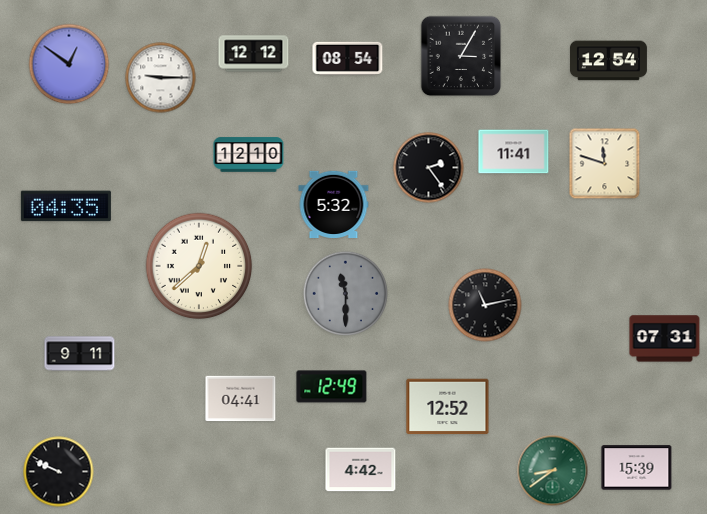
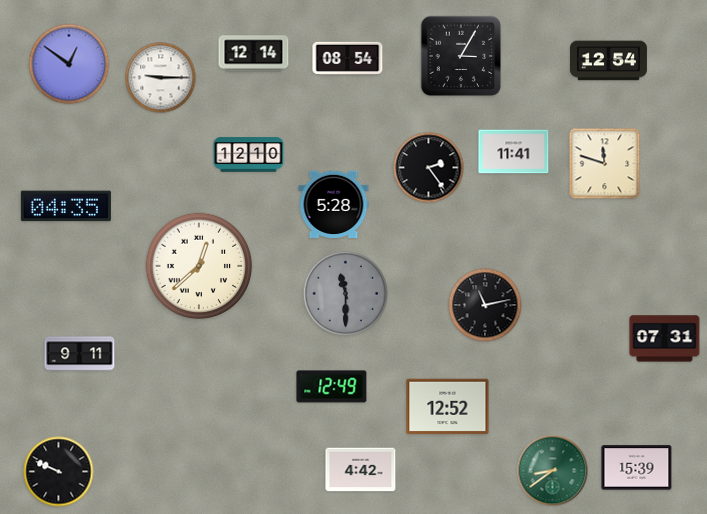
clock at (254, 54): 12:12 -> 12:14
clock at (334, 204): 5:32 -> 5:28
clock at (241, 399): 04:41 -> none
